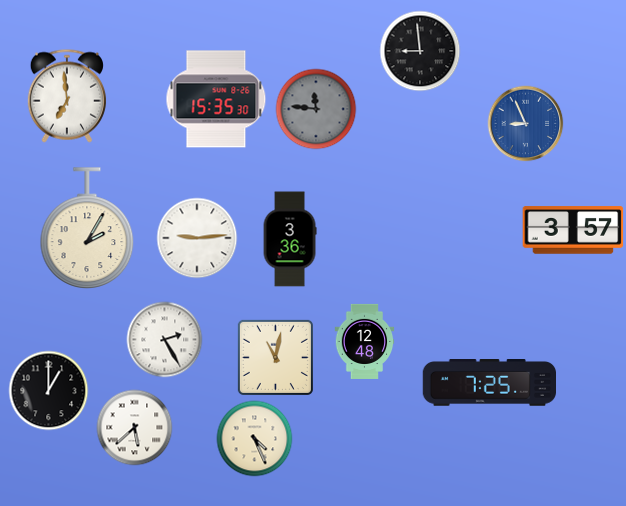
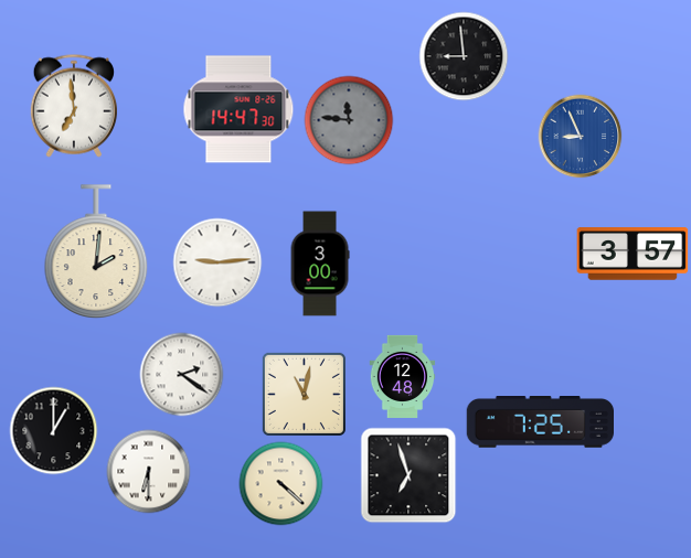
clock at (216, 99): 15:35 -> 14:47
clock at (87, 228): 2:05 -> 2:01
clock at (290, 239): 3:36 -> 3:00
clock at (165, 340): 2:25 -> 2:21
clock at (135, 428): 5:38 -> 6:30
clock at (408, 475): none -> 6:57
clock at (255, 439): 4:26 -> 4:22
